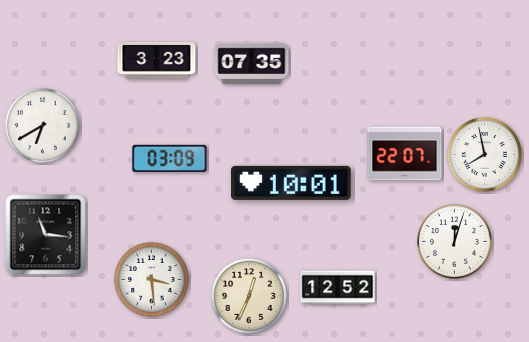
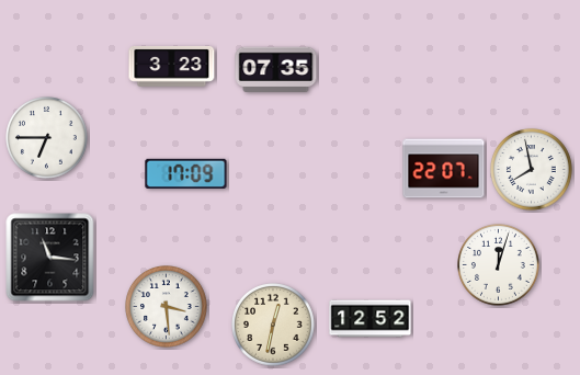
clock at (43, 126): 6:40 -> 6:45
clock at (170, 158): 03:09 -> 17:09
clock at (292, 183): 10:01 -> none
clock at (338, 288) position: (338, 288) -> (371, 319)
clock at (250, 297): 12:34 -> 12:32
